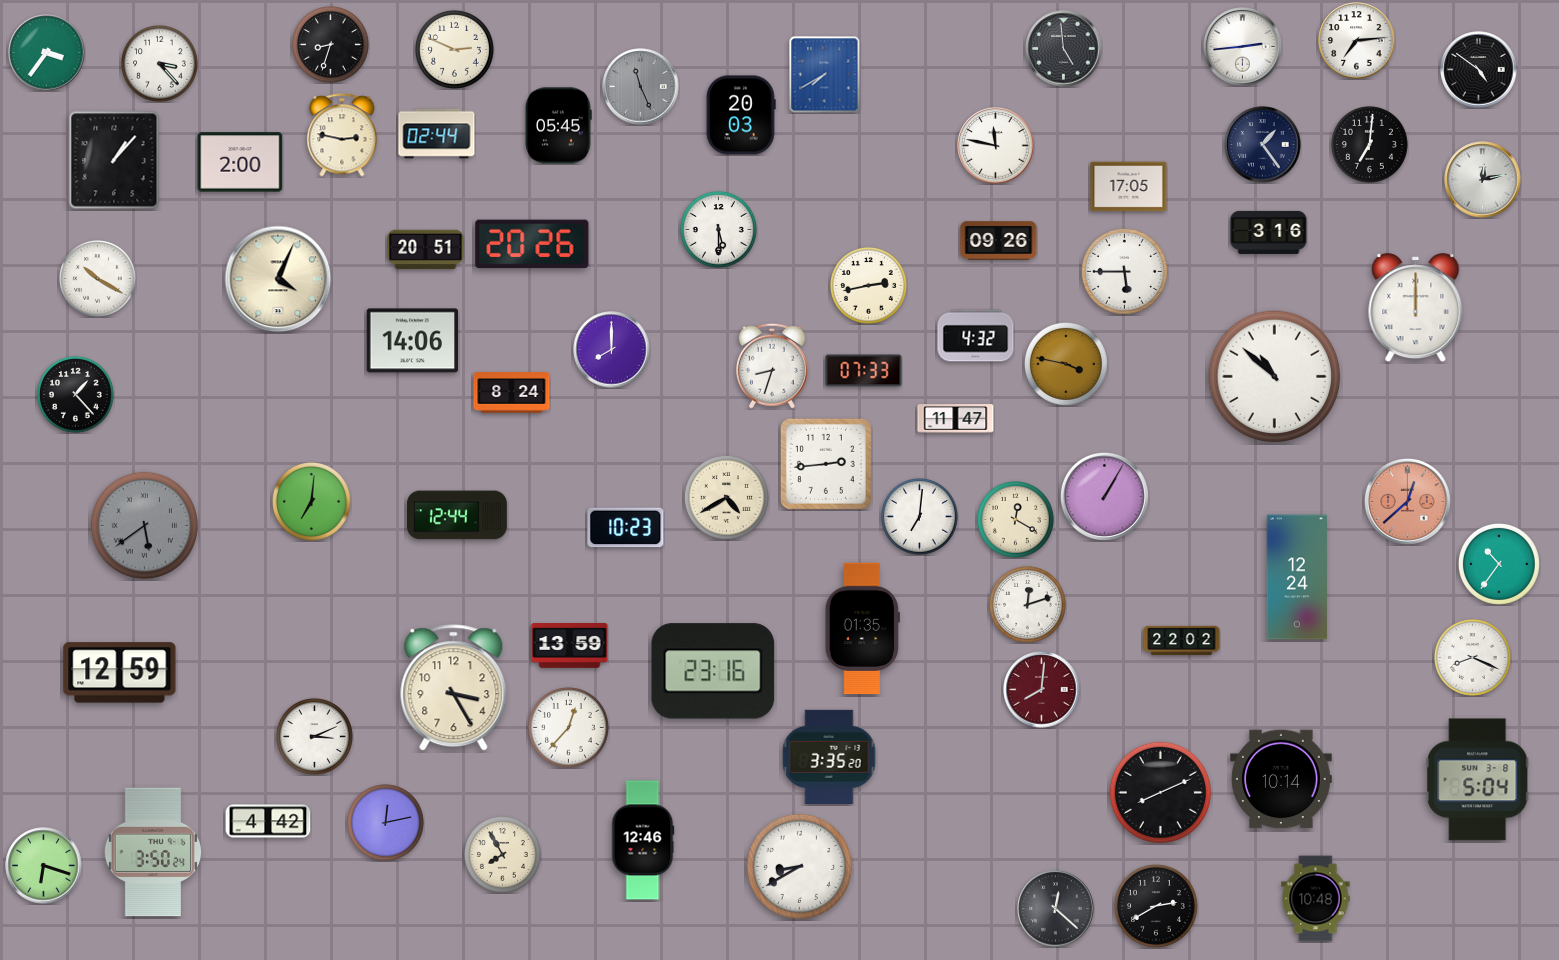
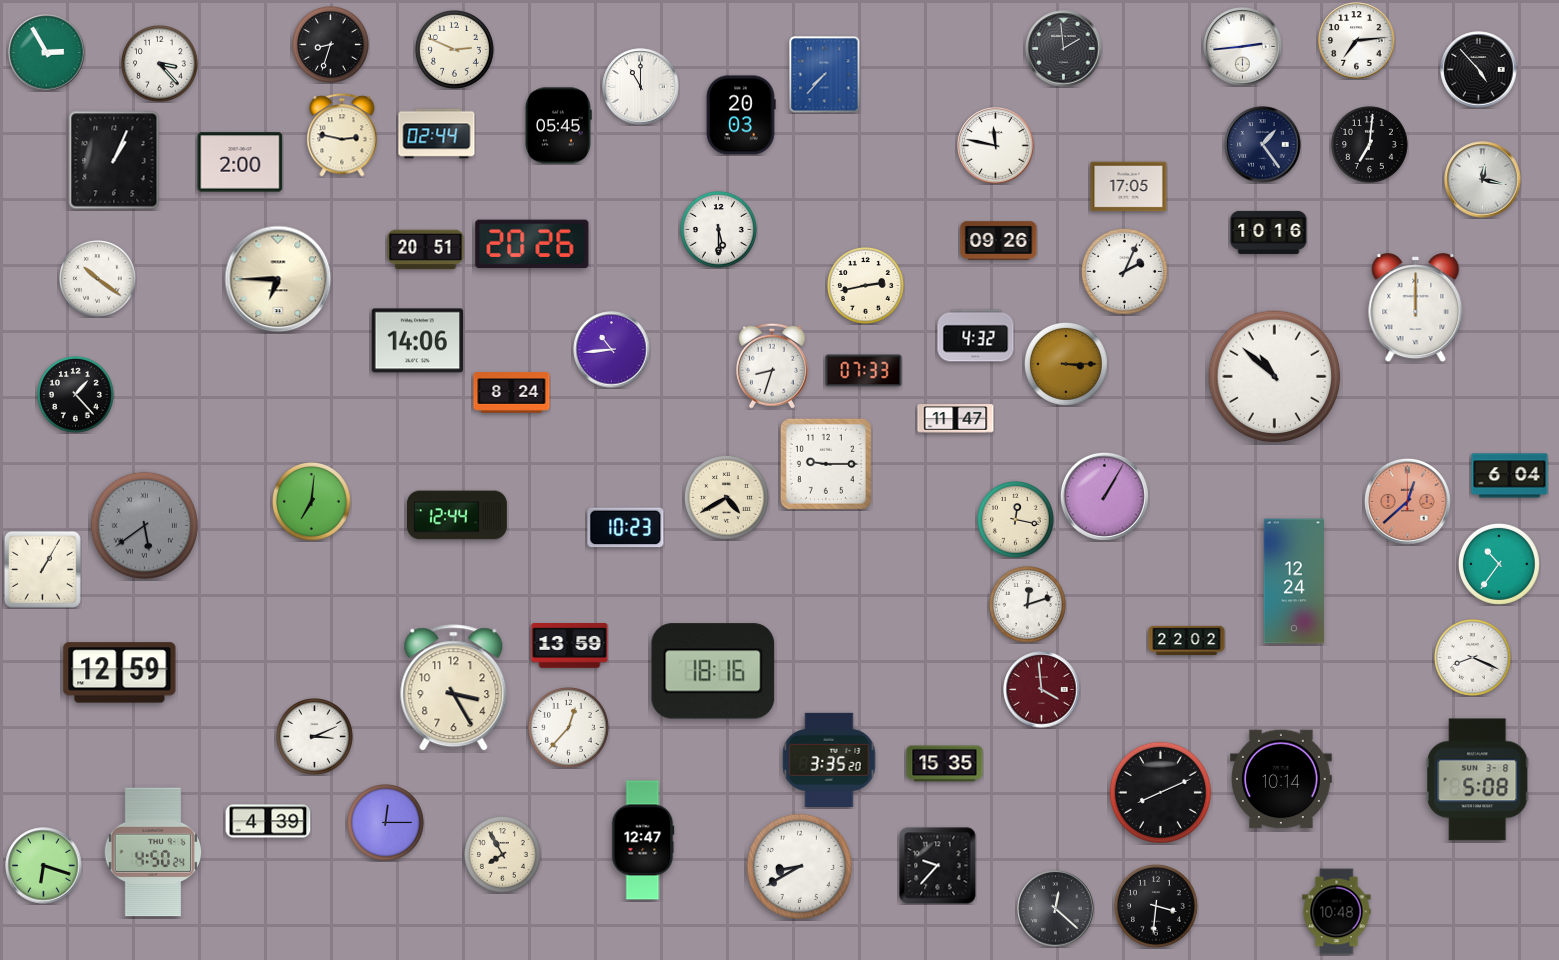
clock at (1064, 49): 4:59 -> 1:59
clock at (47, 53): 3:36 -> 2:55
clock at (1479, 70): 4:51 -> 4:53
clock at (825, 75): 7:40 -> 7:37
clock at (641, 87): 11:26 -> 11:00
clock at (641, 87) dial: grey -> white
clock at (114, 160): 1:07 -> 1:04
clock at (1483, 180): 12:13 -> 12:17
clock at (1269, 232): 3:16 -> 10:16
clock at (1124, 271): 5:45 -> 2:04
clock at (98, 279): 10:20 -> 10:21
clock at (278, 279): 4:04 -> 6:45
clock at (869, 286) position: (869, 286) -> (866, 286)
clock at (413, 341) position: (413, 341) -> (418, 341)
clock at (612, 350): 8:00 -> 10:44
clock at (1066, 364): 3:47 -> 3:15
clock at (826, 464): 2:44 -> 9:15
clock at (1510, 476): none -> 6:04
clock at (920, 517): 7:01 -> none
clock at (1016, 520): 12:20 -> 12:17
clock at (42, 569): none -> 1:05
clock at (1296, 577) position: (1296, 577) -> (1293, 581)
clock at (862, 629): 01:35 -> none
clock at (1182, 641) position: (1182, 641) -> (1187, 641)
clock at (713, 671): 23:16 -> 18:16
clock at (1042, 690): 8:01 -> 3:59
clock at (829, 756) position: (829, 756) -> (829, 759)
clock at (945, 764): none -> 15:35
clock at (1478, 780): 5:04 -> 5:08
clock at (268, 821): 4:42 -> 4:39
clock at (386, 823): 12:13 -> 12:15
clock at (643, 840): 12:46 -> 12:47
clock at (152, 852): 3:50 -> 4:50
clock at (938, 866): none -> 9:37
clock at (1316, 899) position: (1316, 899) -> (1337, 912)
clock at (1156, 906): 2:40 -> 3:31
